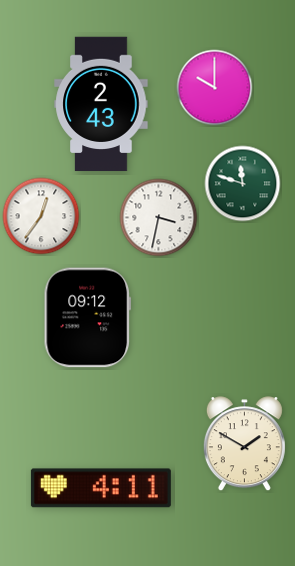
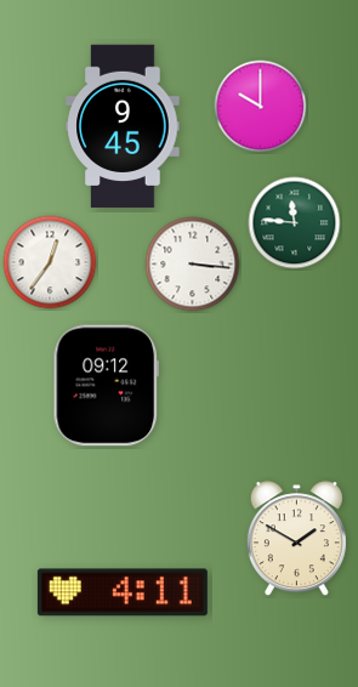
clock at (101, 104): 2:43 -> 9:45
clock at (243, 184): 11:48 -> 11:46
clock at (159, 218): 3:32 -> 3:16
